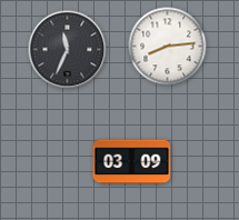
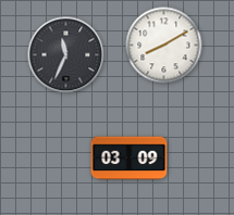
clock at (168, 47): 8:14 -> 8:10
clock at (68, 50) position: (68, 50) -> (66, 55)
